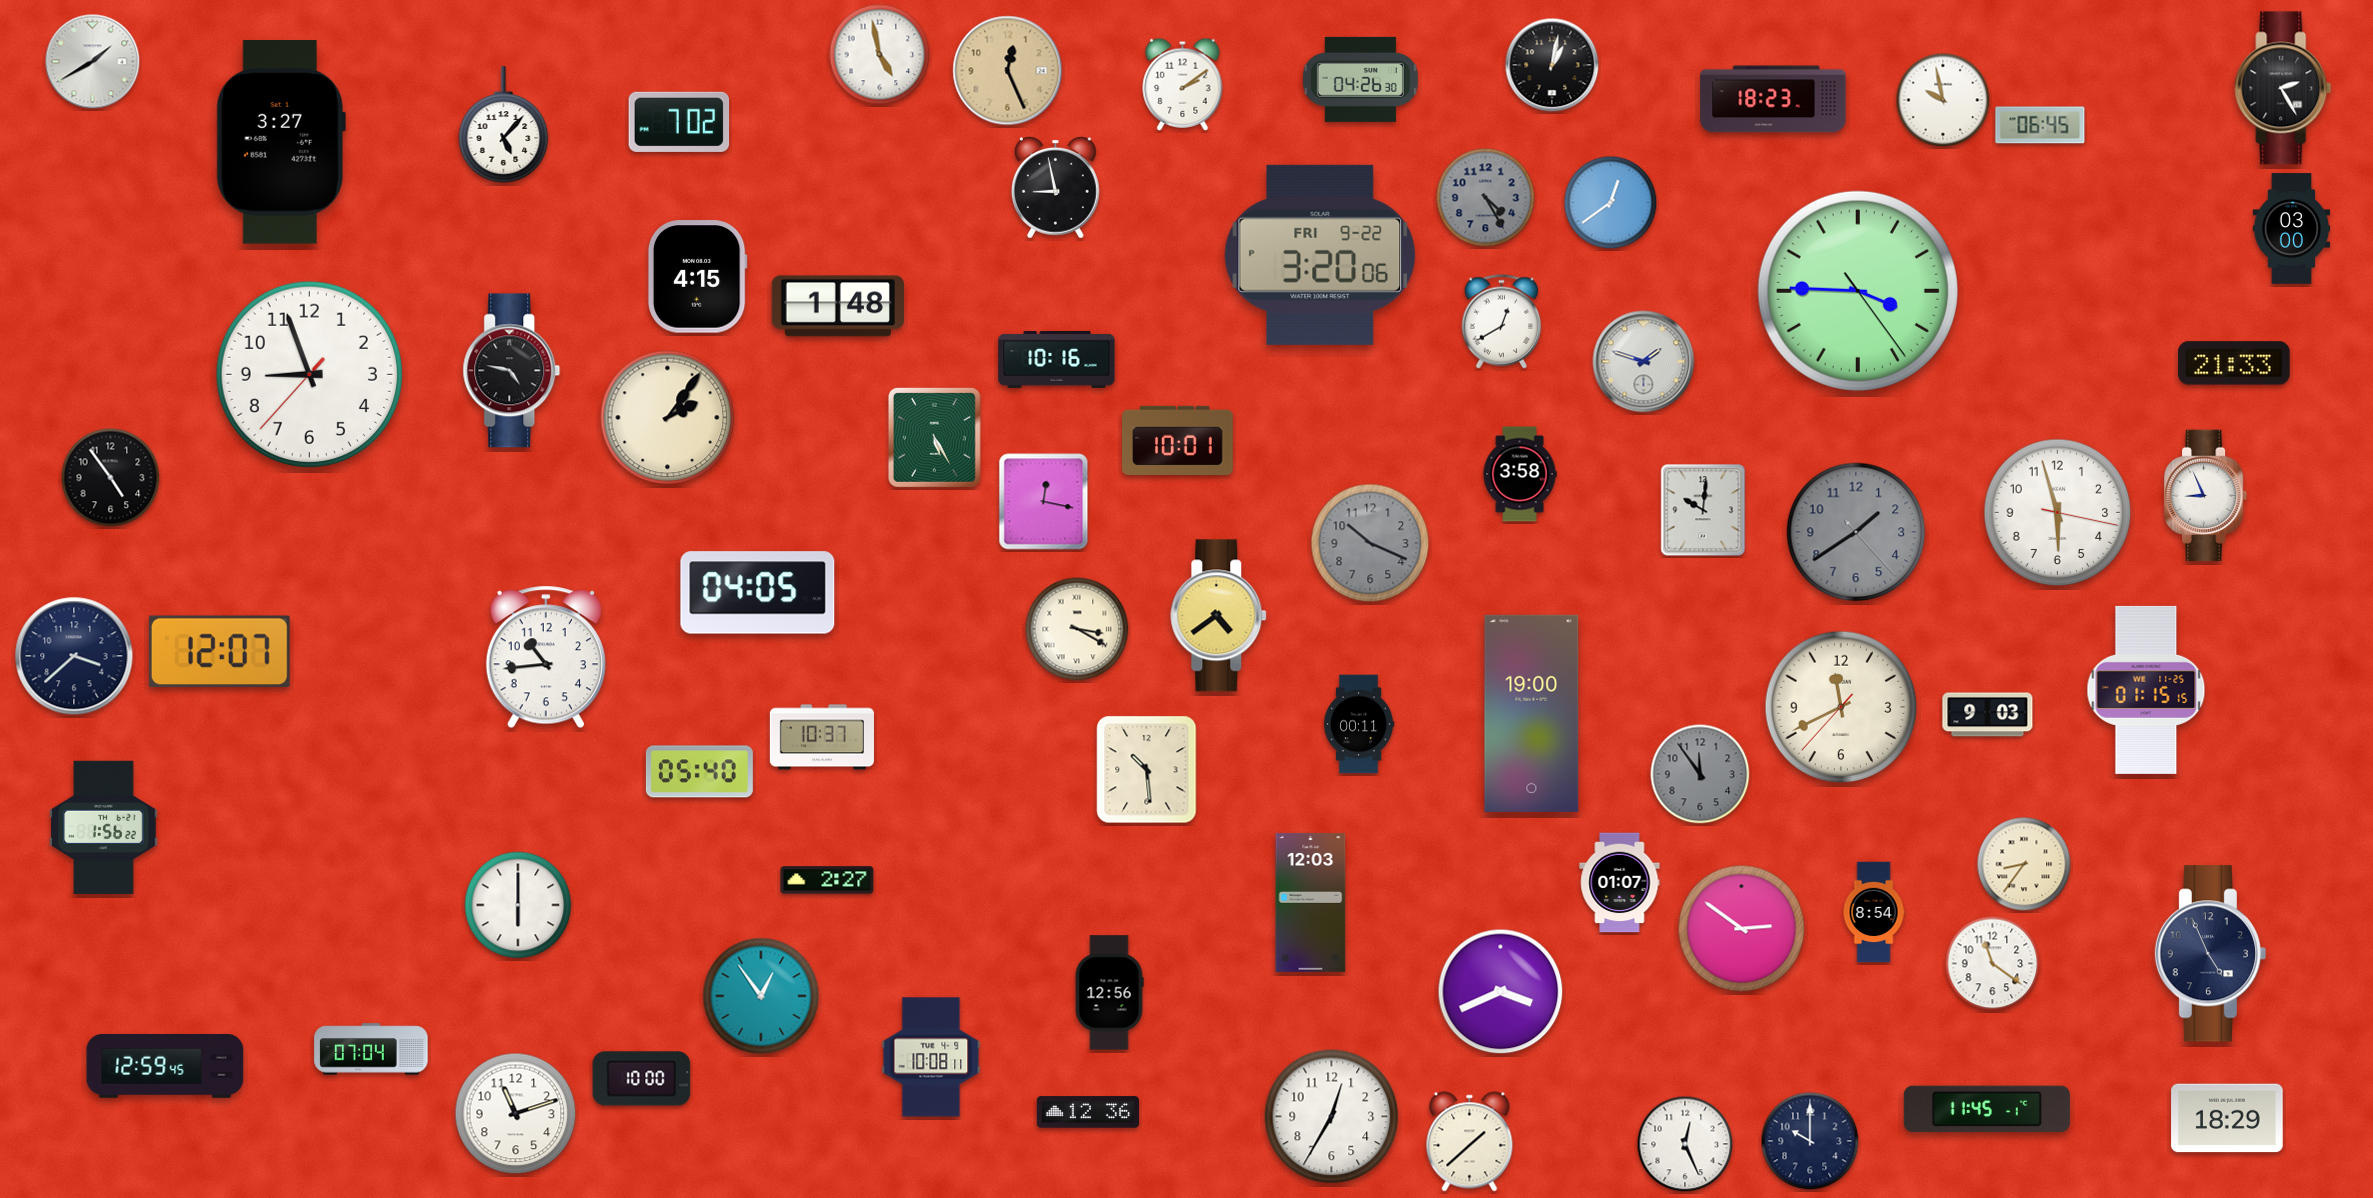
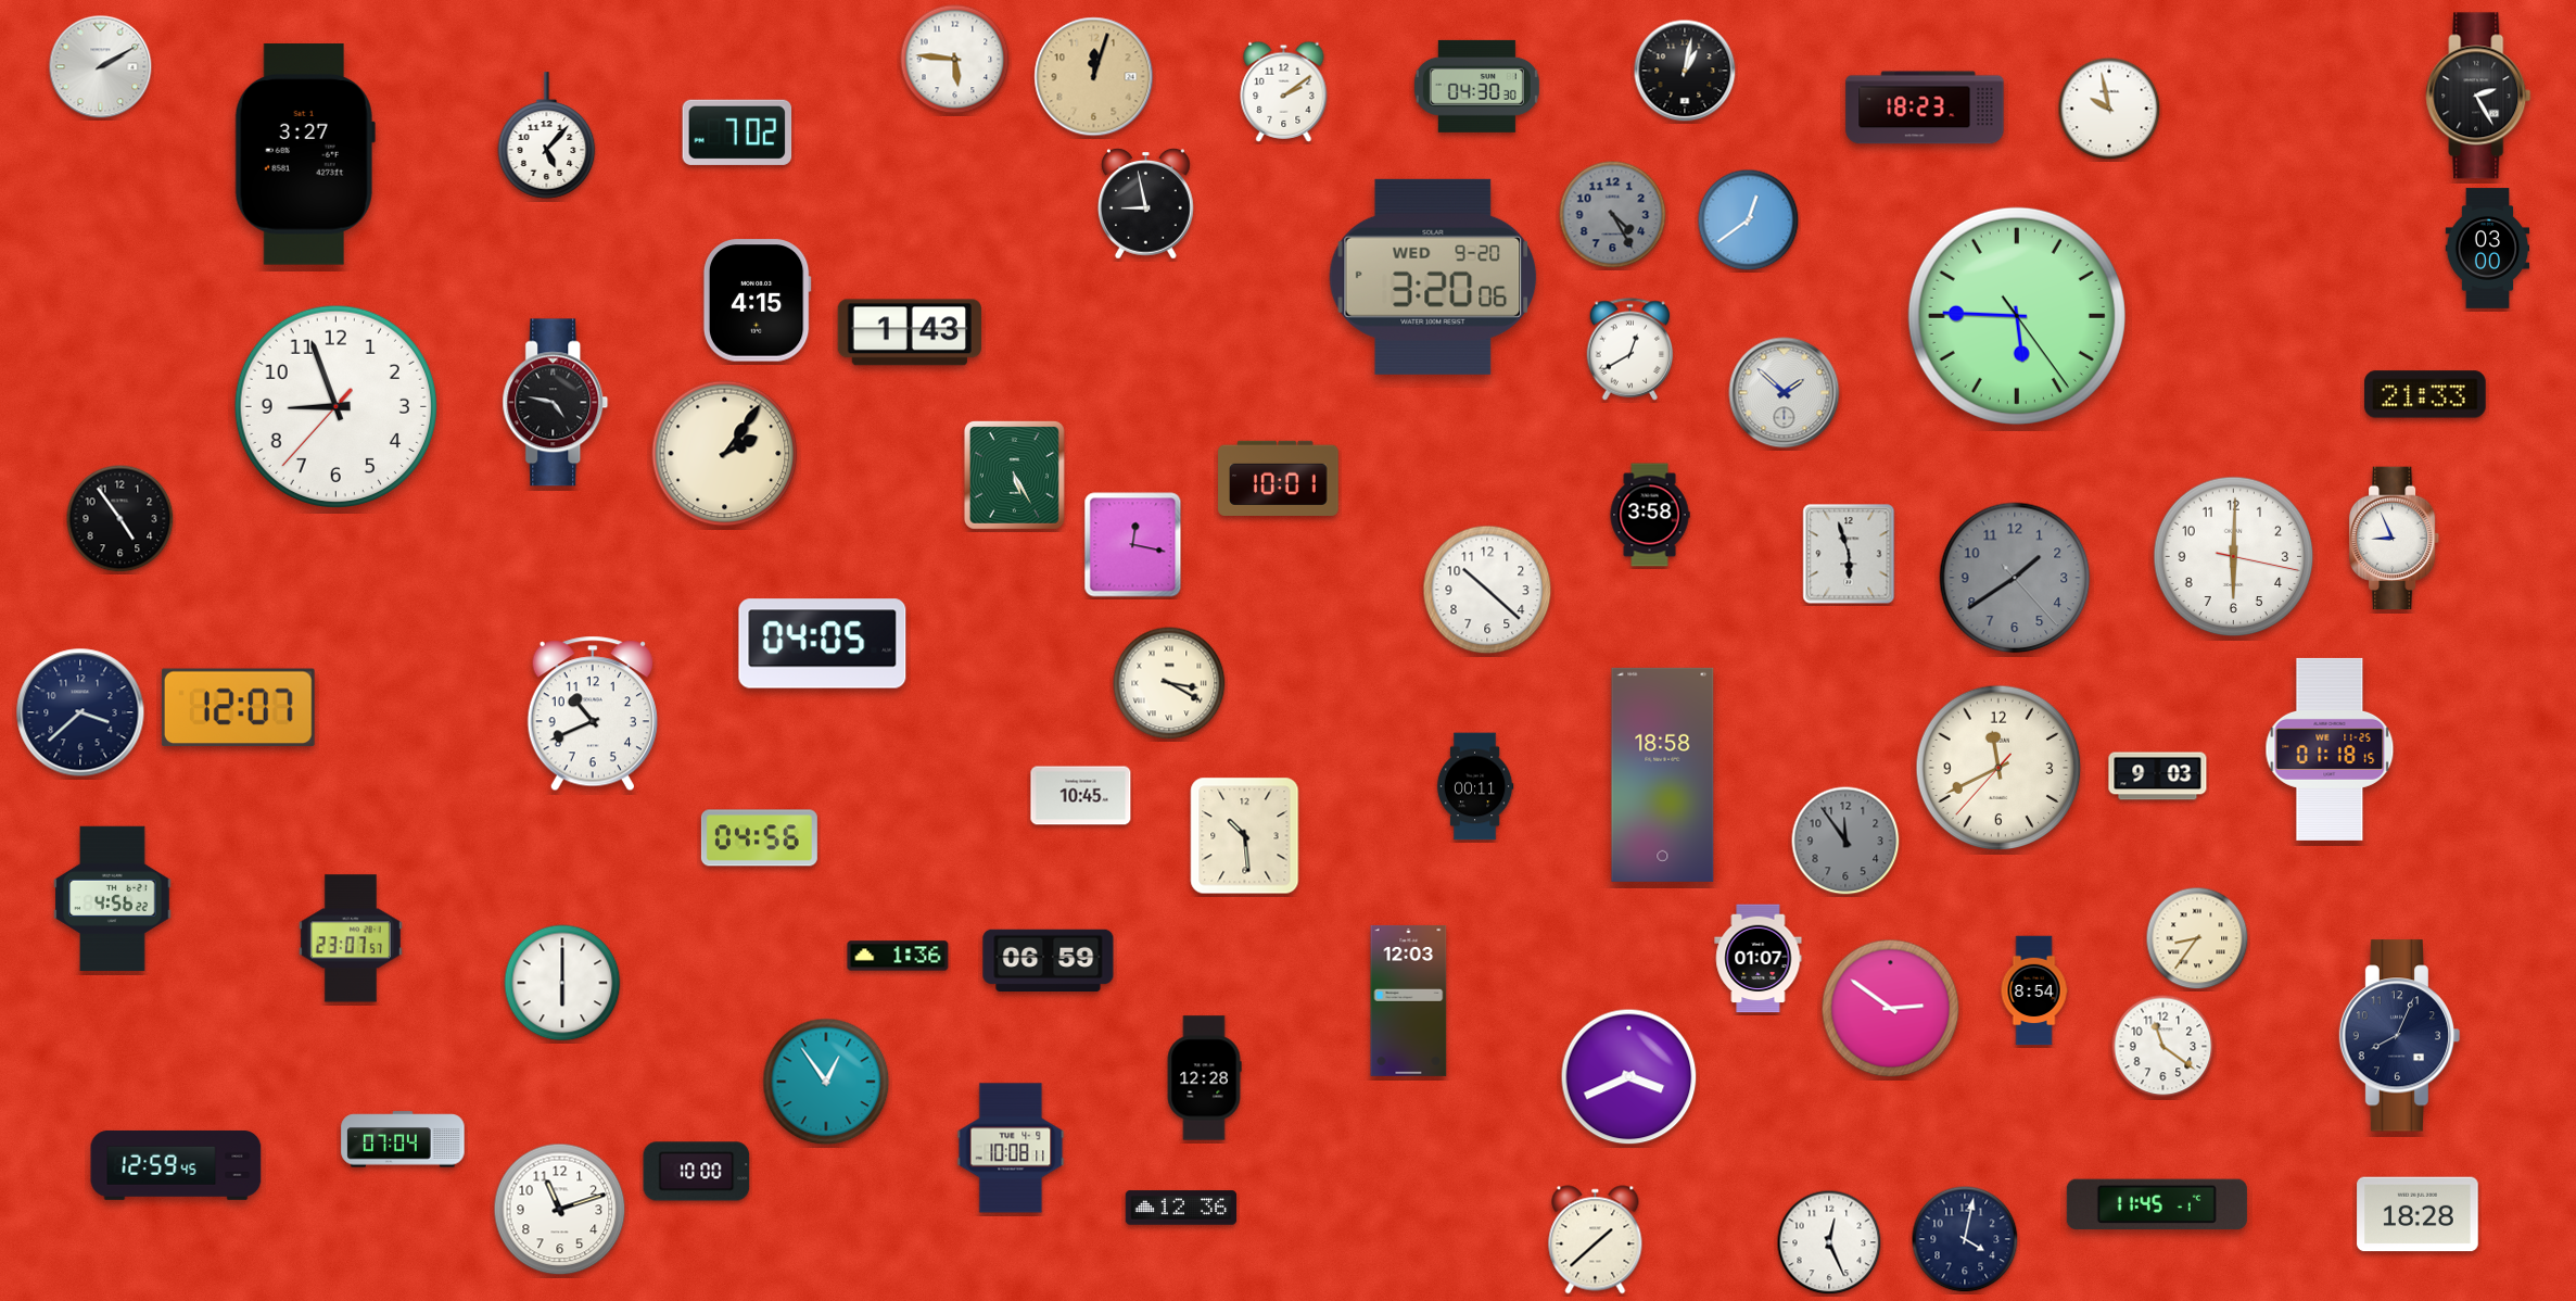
clock at (880, 55): 4:58 -> 5:46
clock at (93, 62): 1:40 -> 2:10
clock at (1008, 71): 12:26 -> 12:03
clock at (1360, 79): 04:26 -> 04:30
clock at (2040, 125): 06:45 -> none
clock at (1320, 255) date: FRI 9-22 -> WED 9-20
clock at (1858, 291): 3:45 -> 5:45
clock at (837, 306): 1:48 -> 1:43
clock at (1057, 359): 10:16 -> none
clock at (1644, 362): 1:48 -> 1:52
clock at (1703, 510): 10:01 -> 5:57
clock at (2058, 513): 5:57 -> 6:00
clock at (1370, 543): 10:19 -> 10:22
clock at (1370, 543) dial: grey -> white
clock at (1219, 616): 4:39 -> none
clock at (546, 657): 10:44 -> 10:41
clock at (2146, 690): 01:15 -> 01:18
clock at (1532, 713): 19:00 -> 18:58
clock at (1081, 796): none -> 10:45
clock at (822, 737): 10:37 -> none
clock at (699, 772): 05:40 -> 04:56
clock at (104, 827): 1:56 -> 4:56
clock at (351, 938): none -> 23:07
clock at (827, 880): 2:27 -> 1:36
clock at (1049, 961): none -> 06:59
clock at (1311, 902) position: (1311, 902) -> (1409, 1000)
clock at (2211, 954): 4:56 -> 8:04
clock at (1109, 993): 12:56 -> 12:28
clock at (165, 1066) position: (165, 1066) -> (176, 1165)
clock at (1332, 1117): 12:35 -> none
clock at (2227, 1118): 18:29 -> 18:28
clock at (1810, 1141): 10:00 -> 4:02
